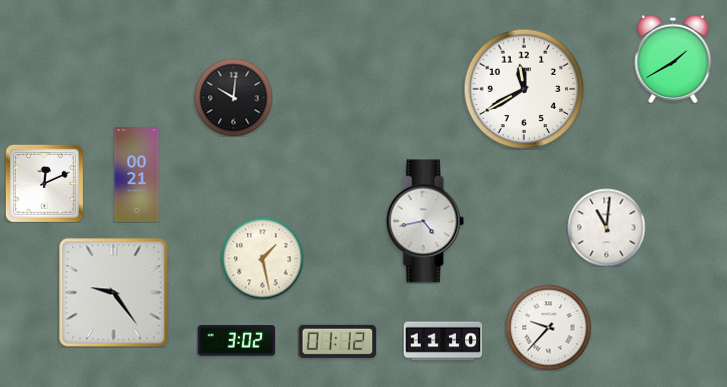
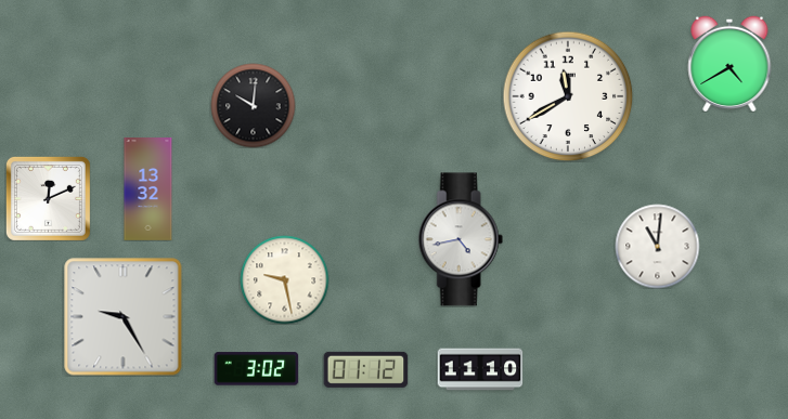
clock at (673, 59): 1:40 -> 4:40
clock at (137, 175): 00:21 -> 13:32
clock at (262, 258): 1:28 -> 9:28
clock at (113, 292): 9:24 -> 9:25
clock at (548, 327): 9:37 -> none
